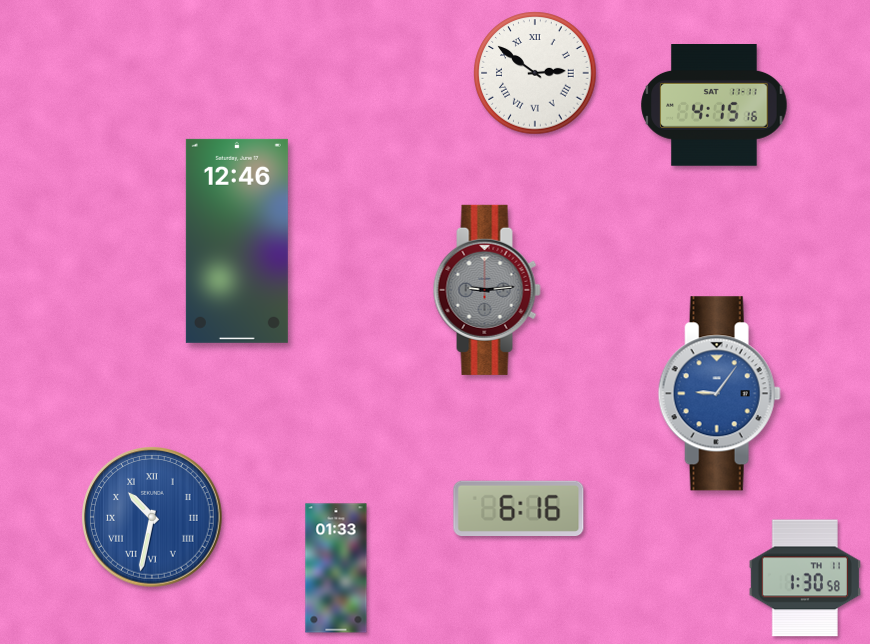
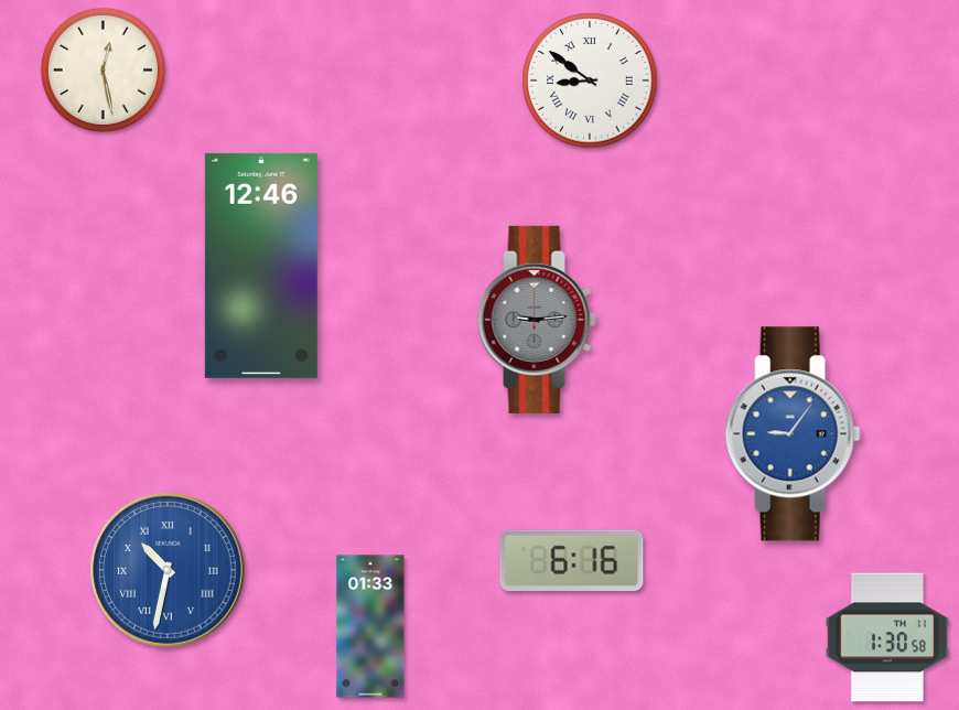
clock at (103, 69): none -> 12:28
clock at (535, 73): 2:51 -> 8:51
clock at (714, 106): 4:15 -> none
